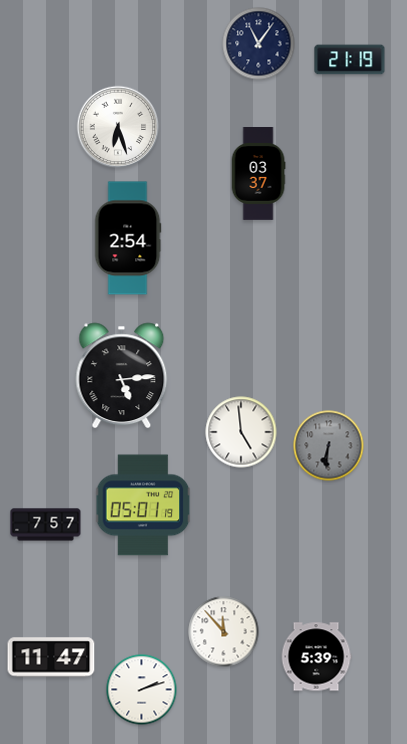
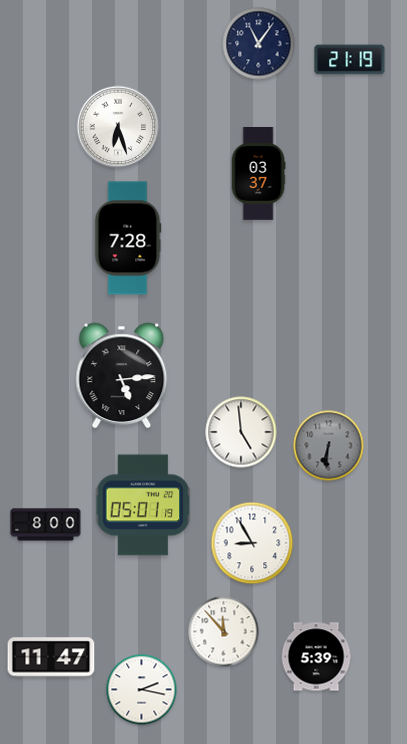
clock at (128, 238): 2:54 -> 7:28
clock at (46, 525): 7:57 -> 8:00
clock at (252, 543): none -> 8:55
clock at (142, 690): 2:12 -> 2:17
